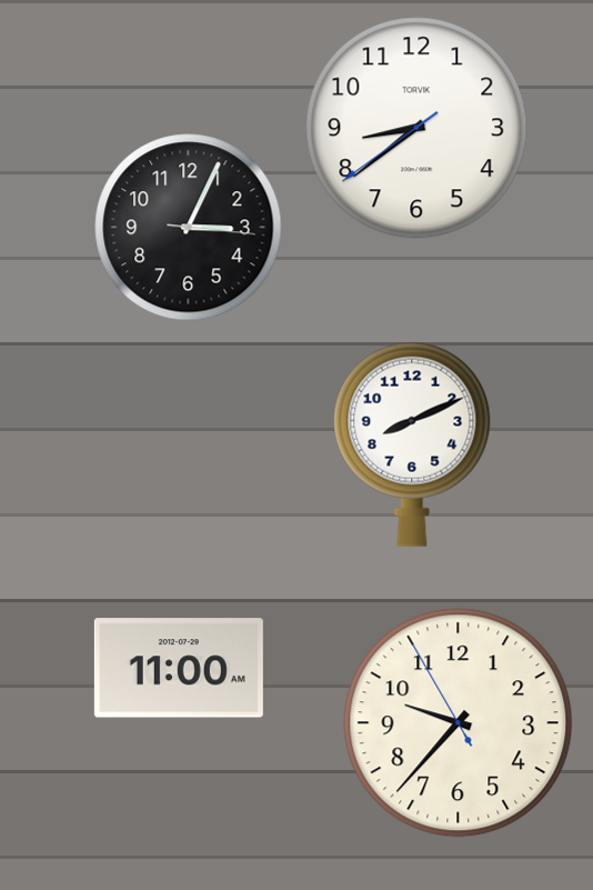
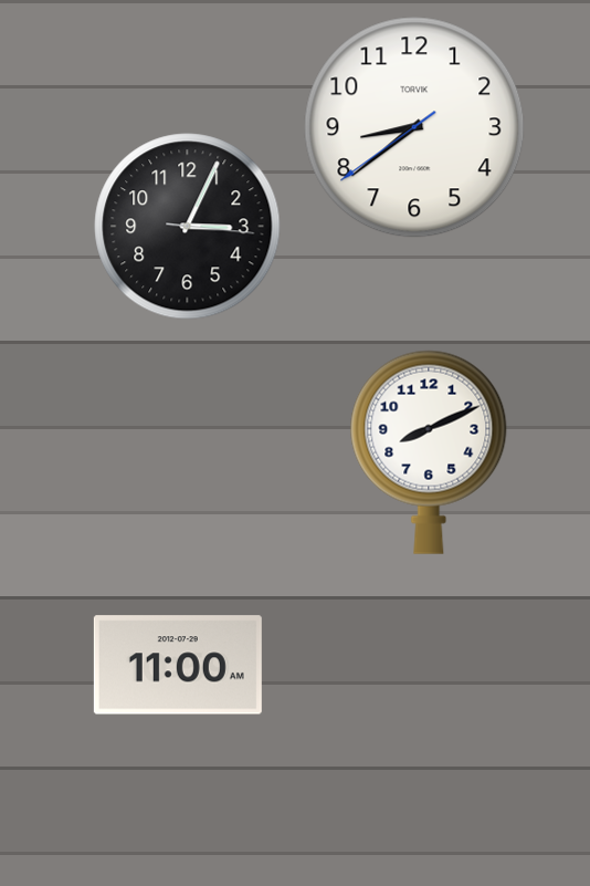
clock at (412, 444) position: (412, 444) -> (429, 452)
clock at (459, 723): 9:36 -> none
